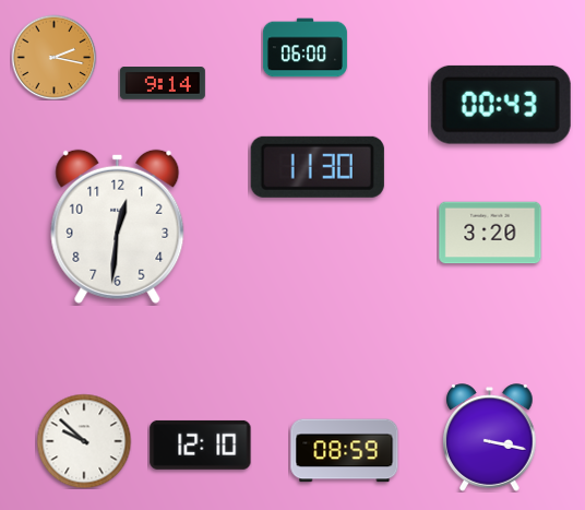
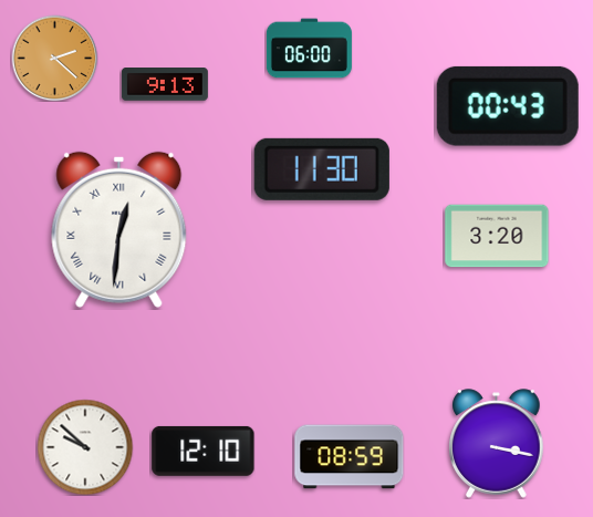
clock at (53, 57): 2:17 -> 2:22
clock at (163, 83): 9:14 -> 9:13
clock at (118, 226) numerals: Arabic -> Roman
